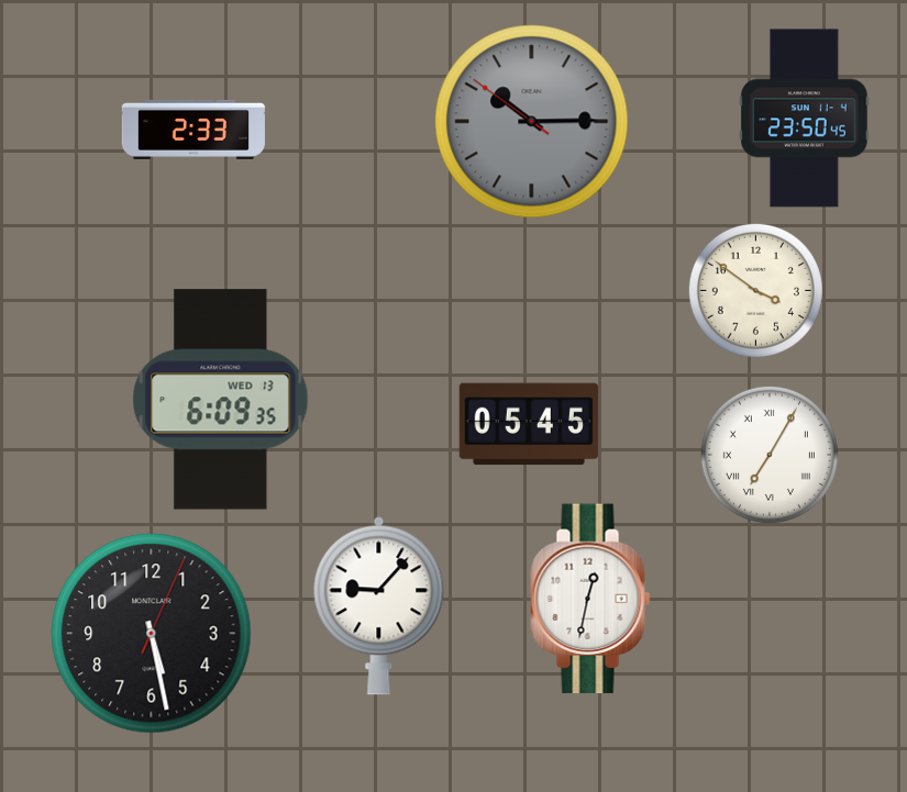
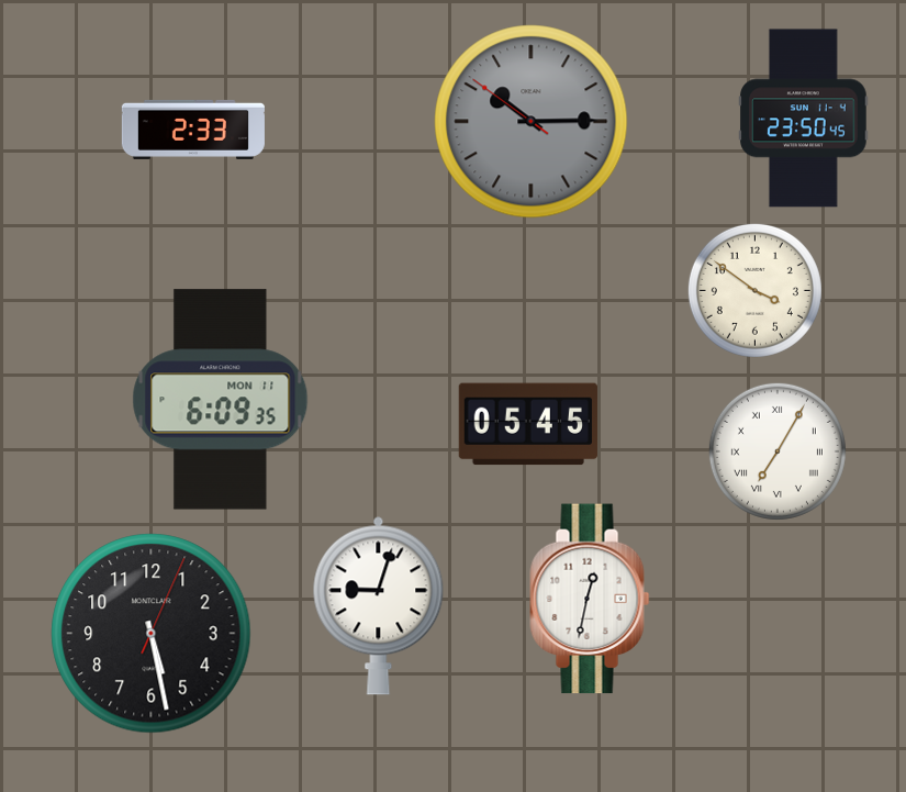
clock at (221, 400) date: WED 13 -> MON 11
clock at (770, 455) position: (770, 455) -> (778, 451)
clock at (379, 605): 9:07 -> 9:03
